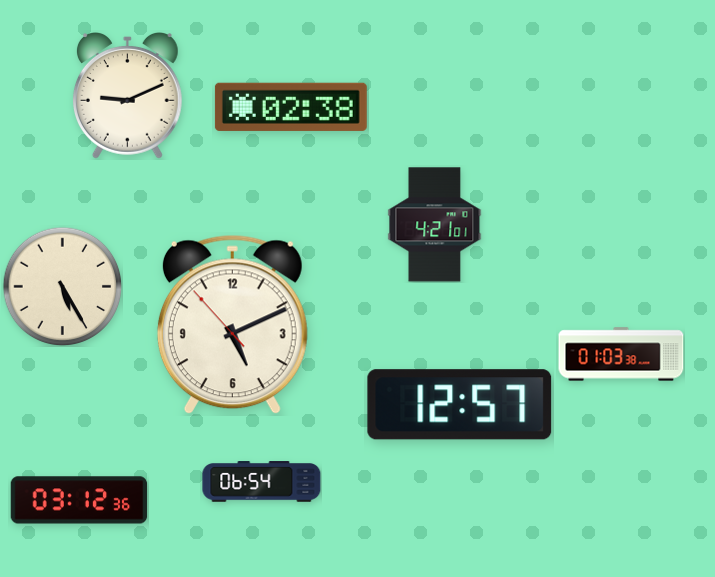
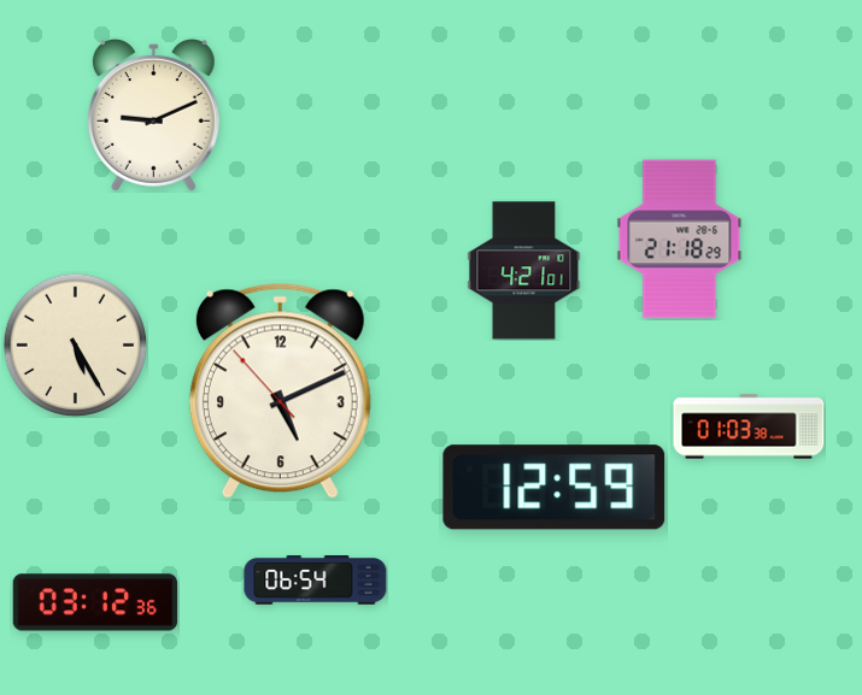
clock at (291, 107): 02:38 -> none
clock at (680, 240): none -> 21:18
clock at (460, 405): 12:57 -> 12:59
